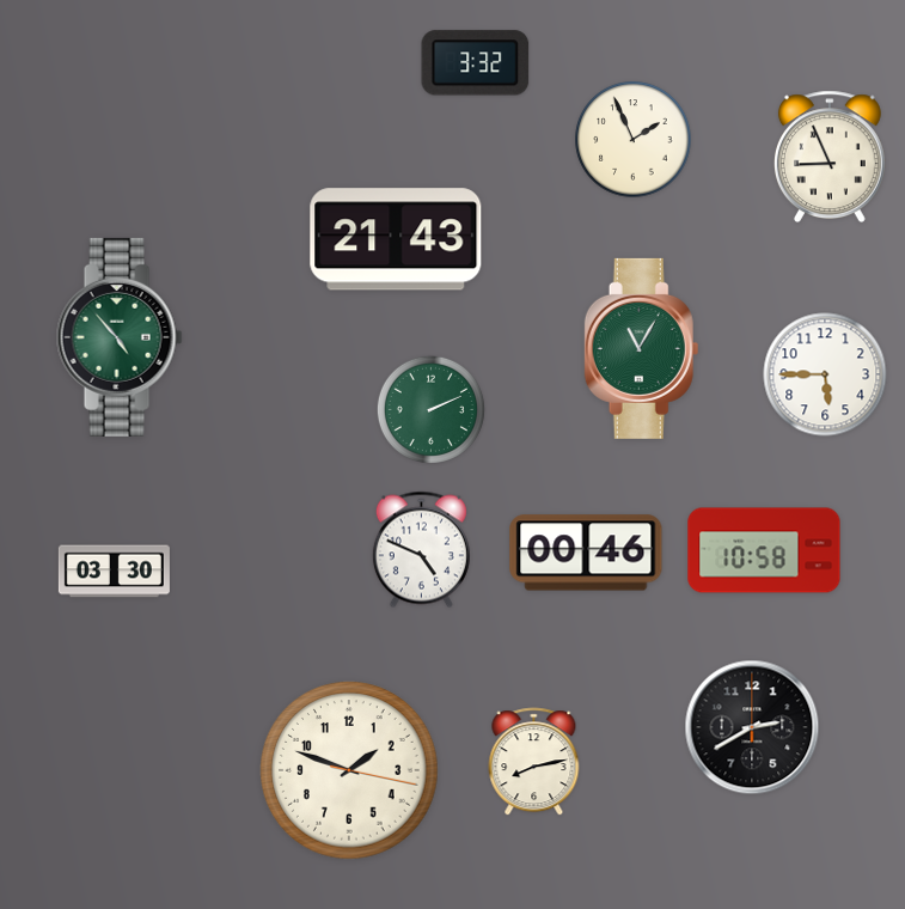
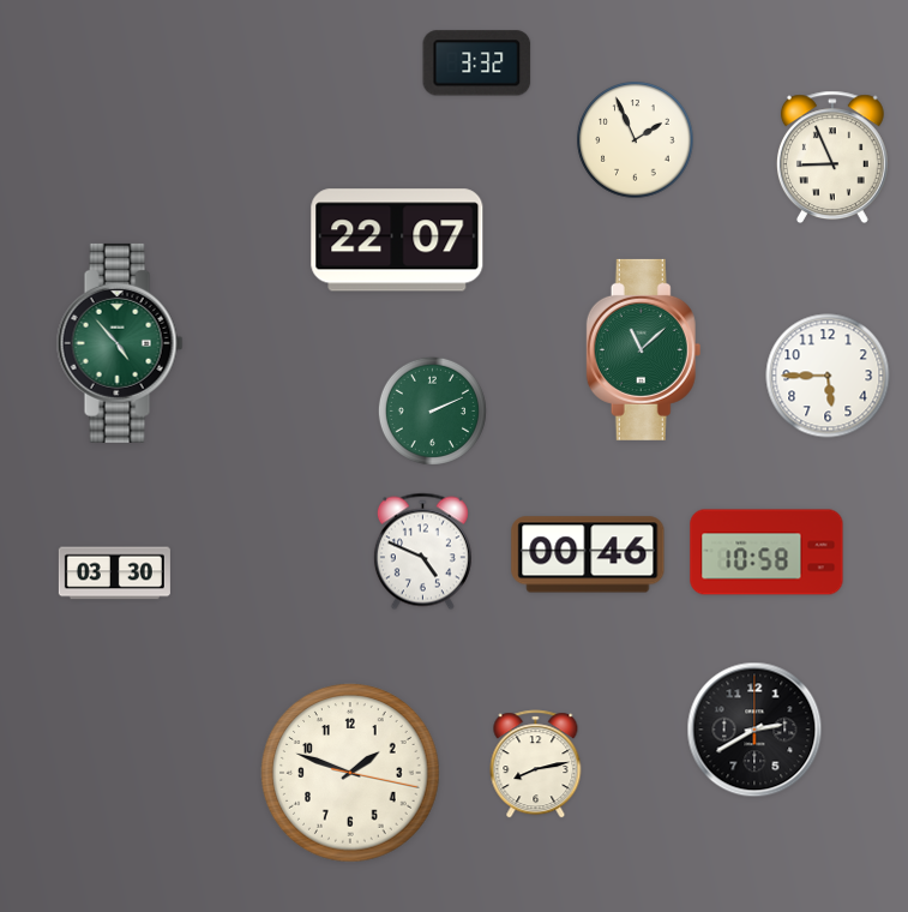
clock at (396, 239): 21:43 -> 22:07
clock at (120, 337) position: (120, 337) -> (120, 343)
clock at (642, 348): 11:05 -> 11:08
